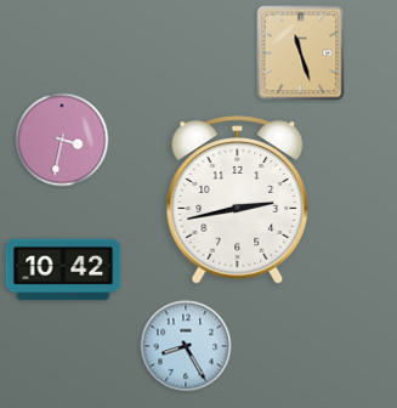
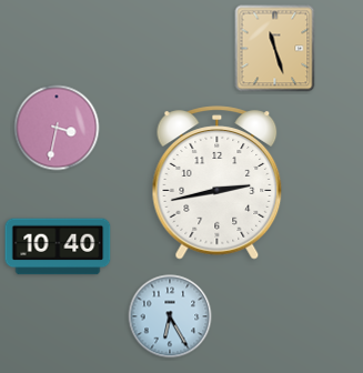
clock at (63, 270): 10:42 -> 10:40
clock at (186, 346): 8:25 -> 6:25
